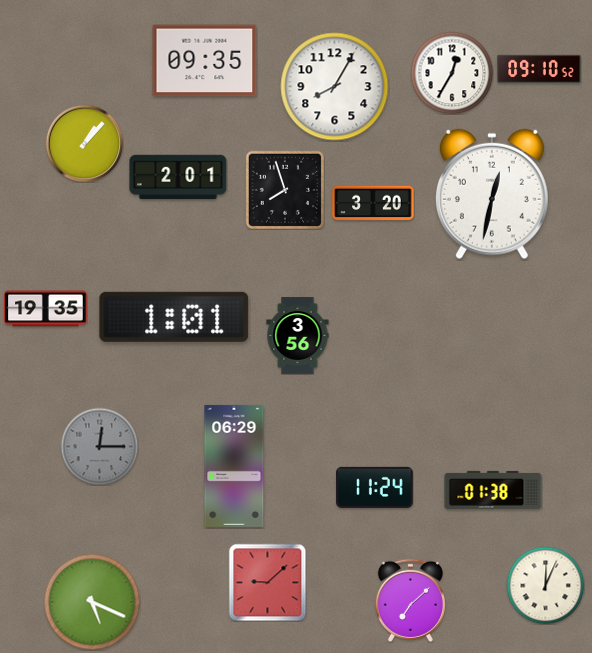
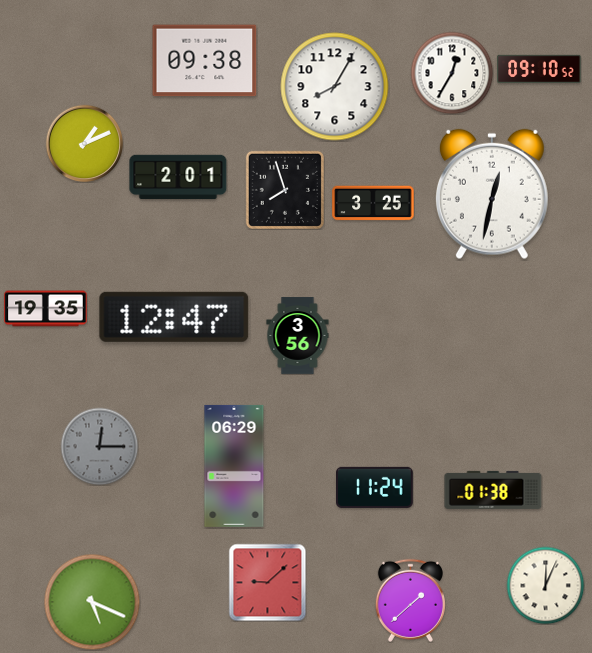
clock at (205, 61): 09:35 -> 09:38
clock at (84, 143): 1:07 -> 1:11
clock at (373, 203): 3:20 -> 3:25
clock at (174, 317): 1:01 -> 12:47
clock at (410, 600): 7:08 -> 1:38
